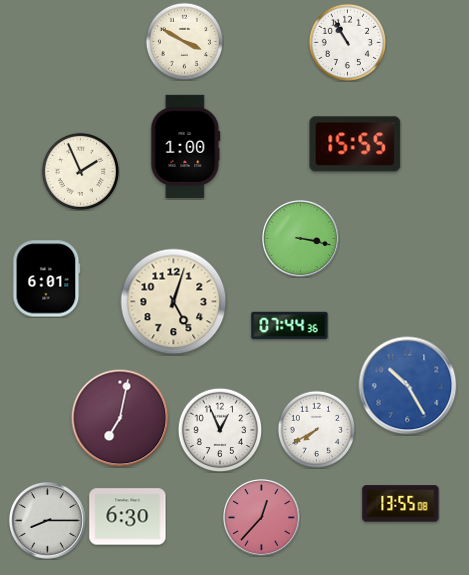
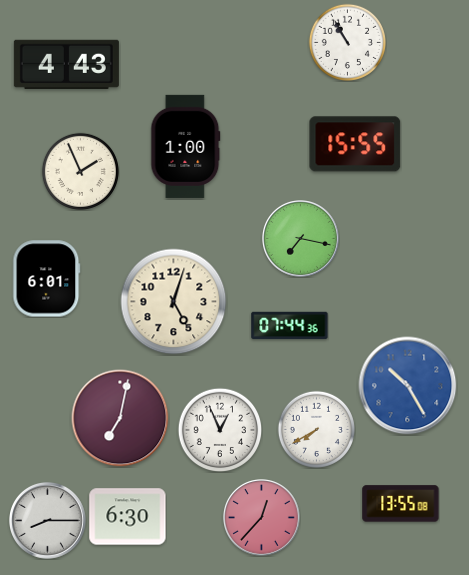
clock at (184, 41): 3:50 -> none
clock at (66, 64): none -> 4:43
clock at (301, 239): 3:17 -> 7:17
